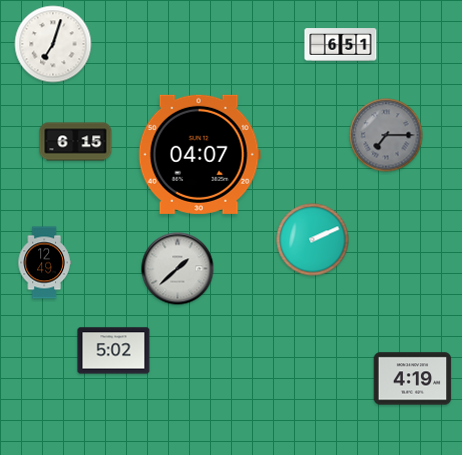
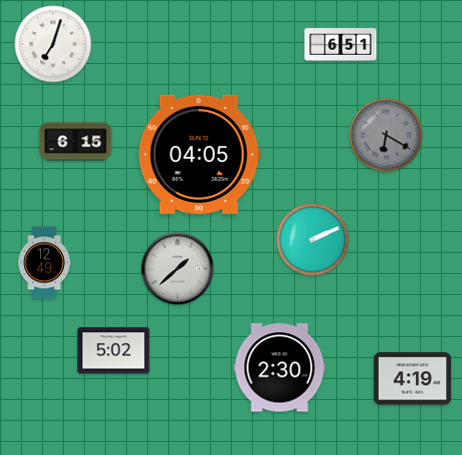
clock at (386, 135): 7:15 -> 6:20
clock at (199, 154): 04:07 -> 04:05
clock at (280, 368): none -> 2:30
